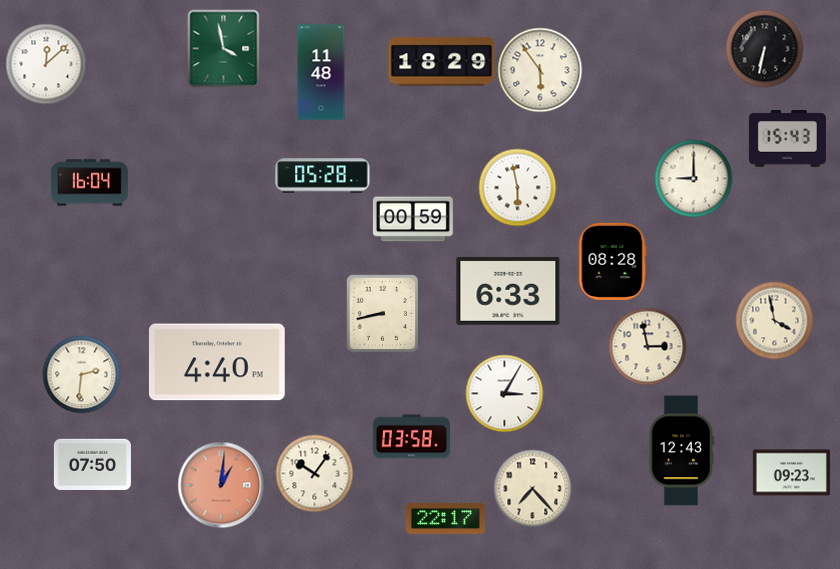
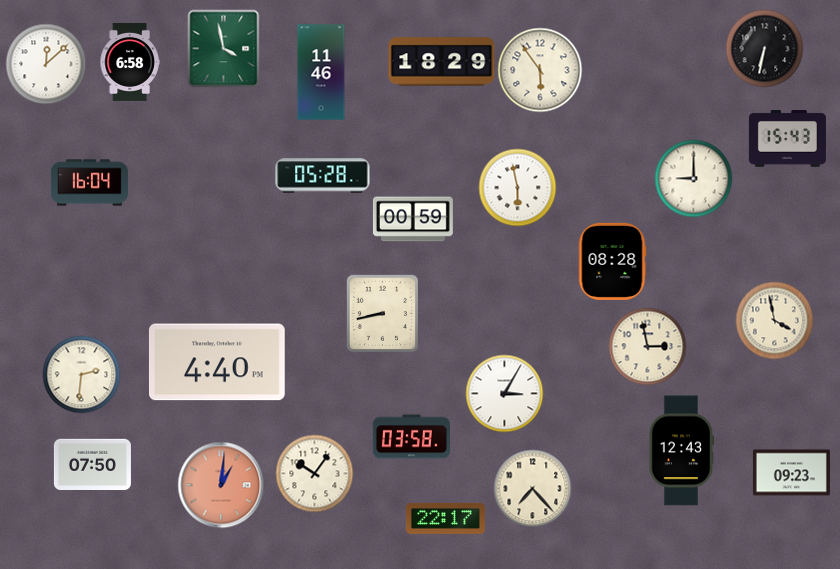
clock at (130, 62): none -> 6:58
clock at (321, 72): 11:48 -> 11:46
clock at (508, 291): 6:33 -> none
